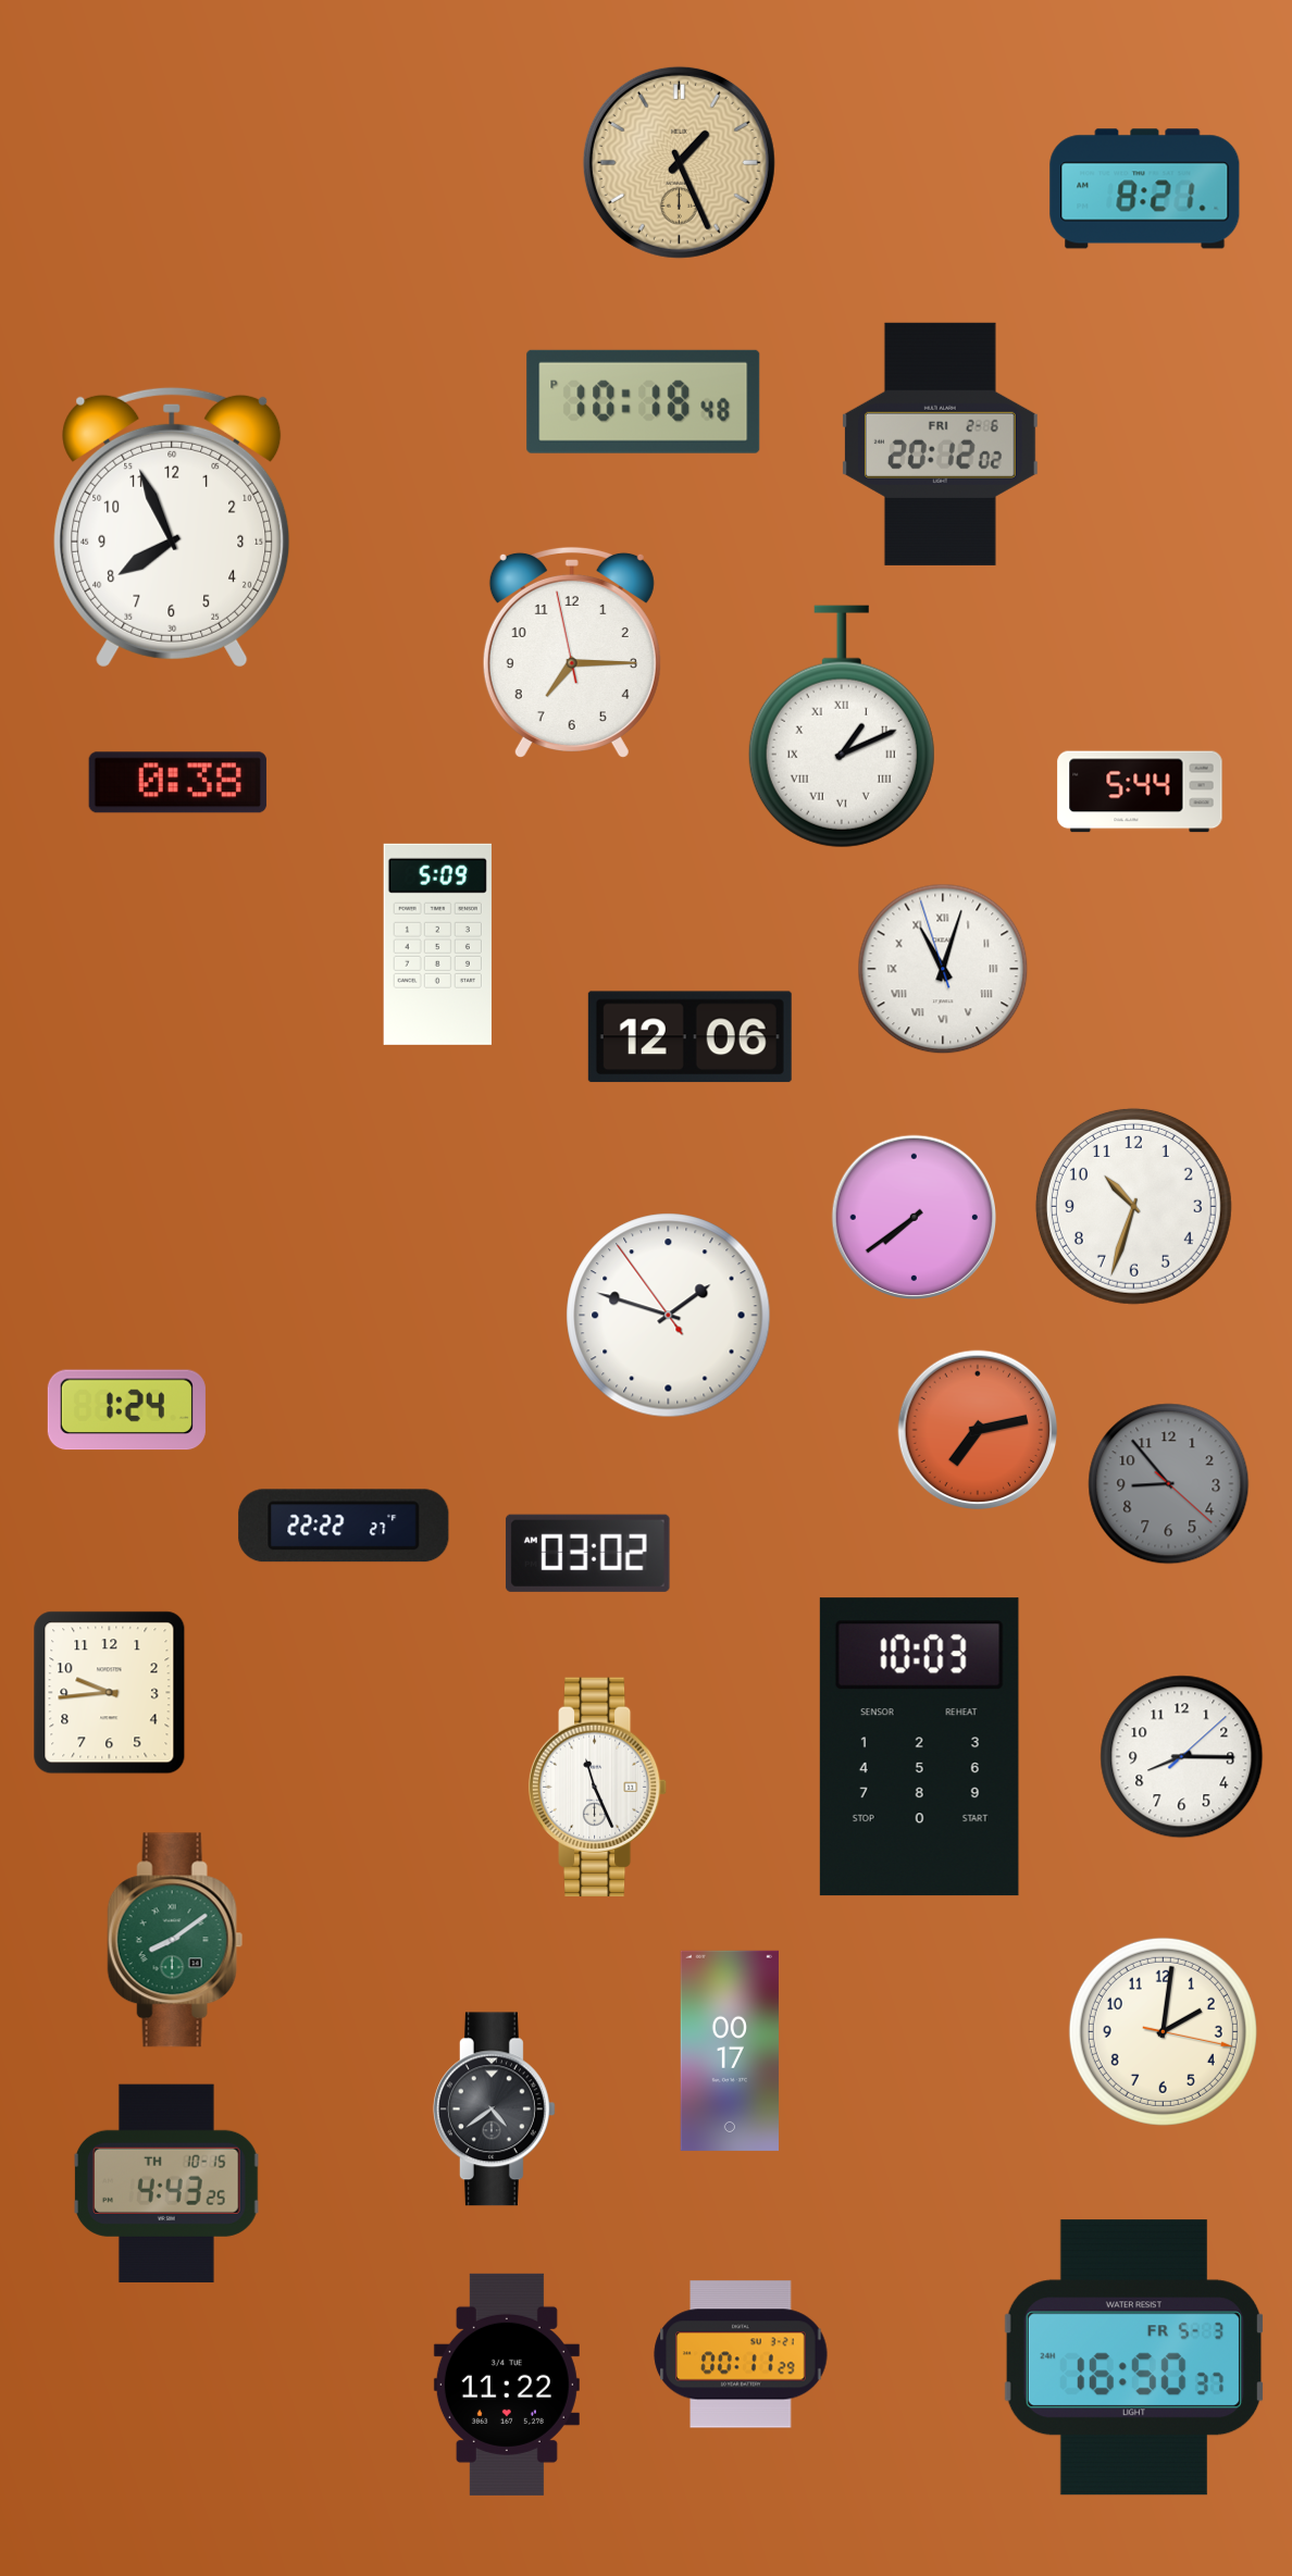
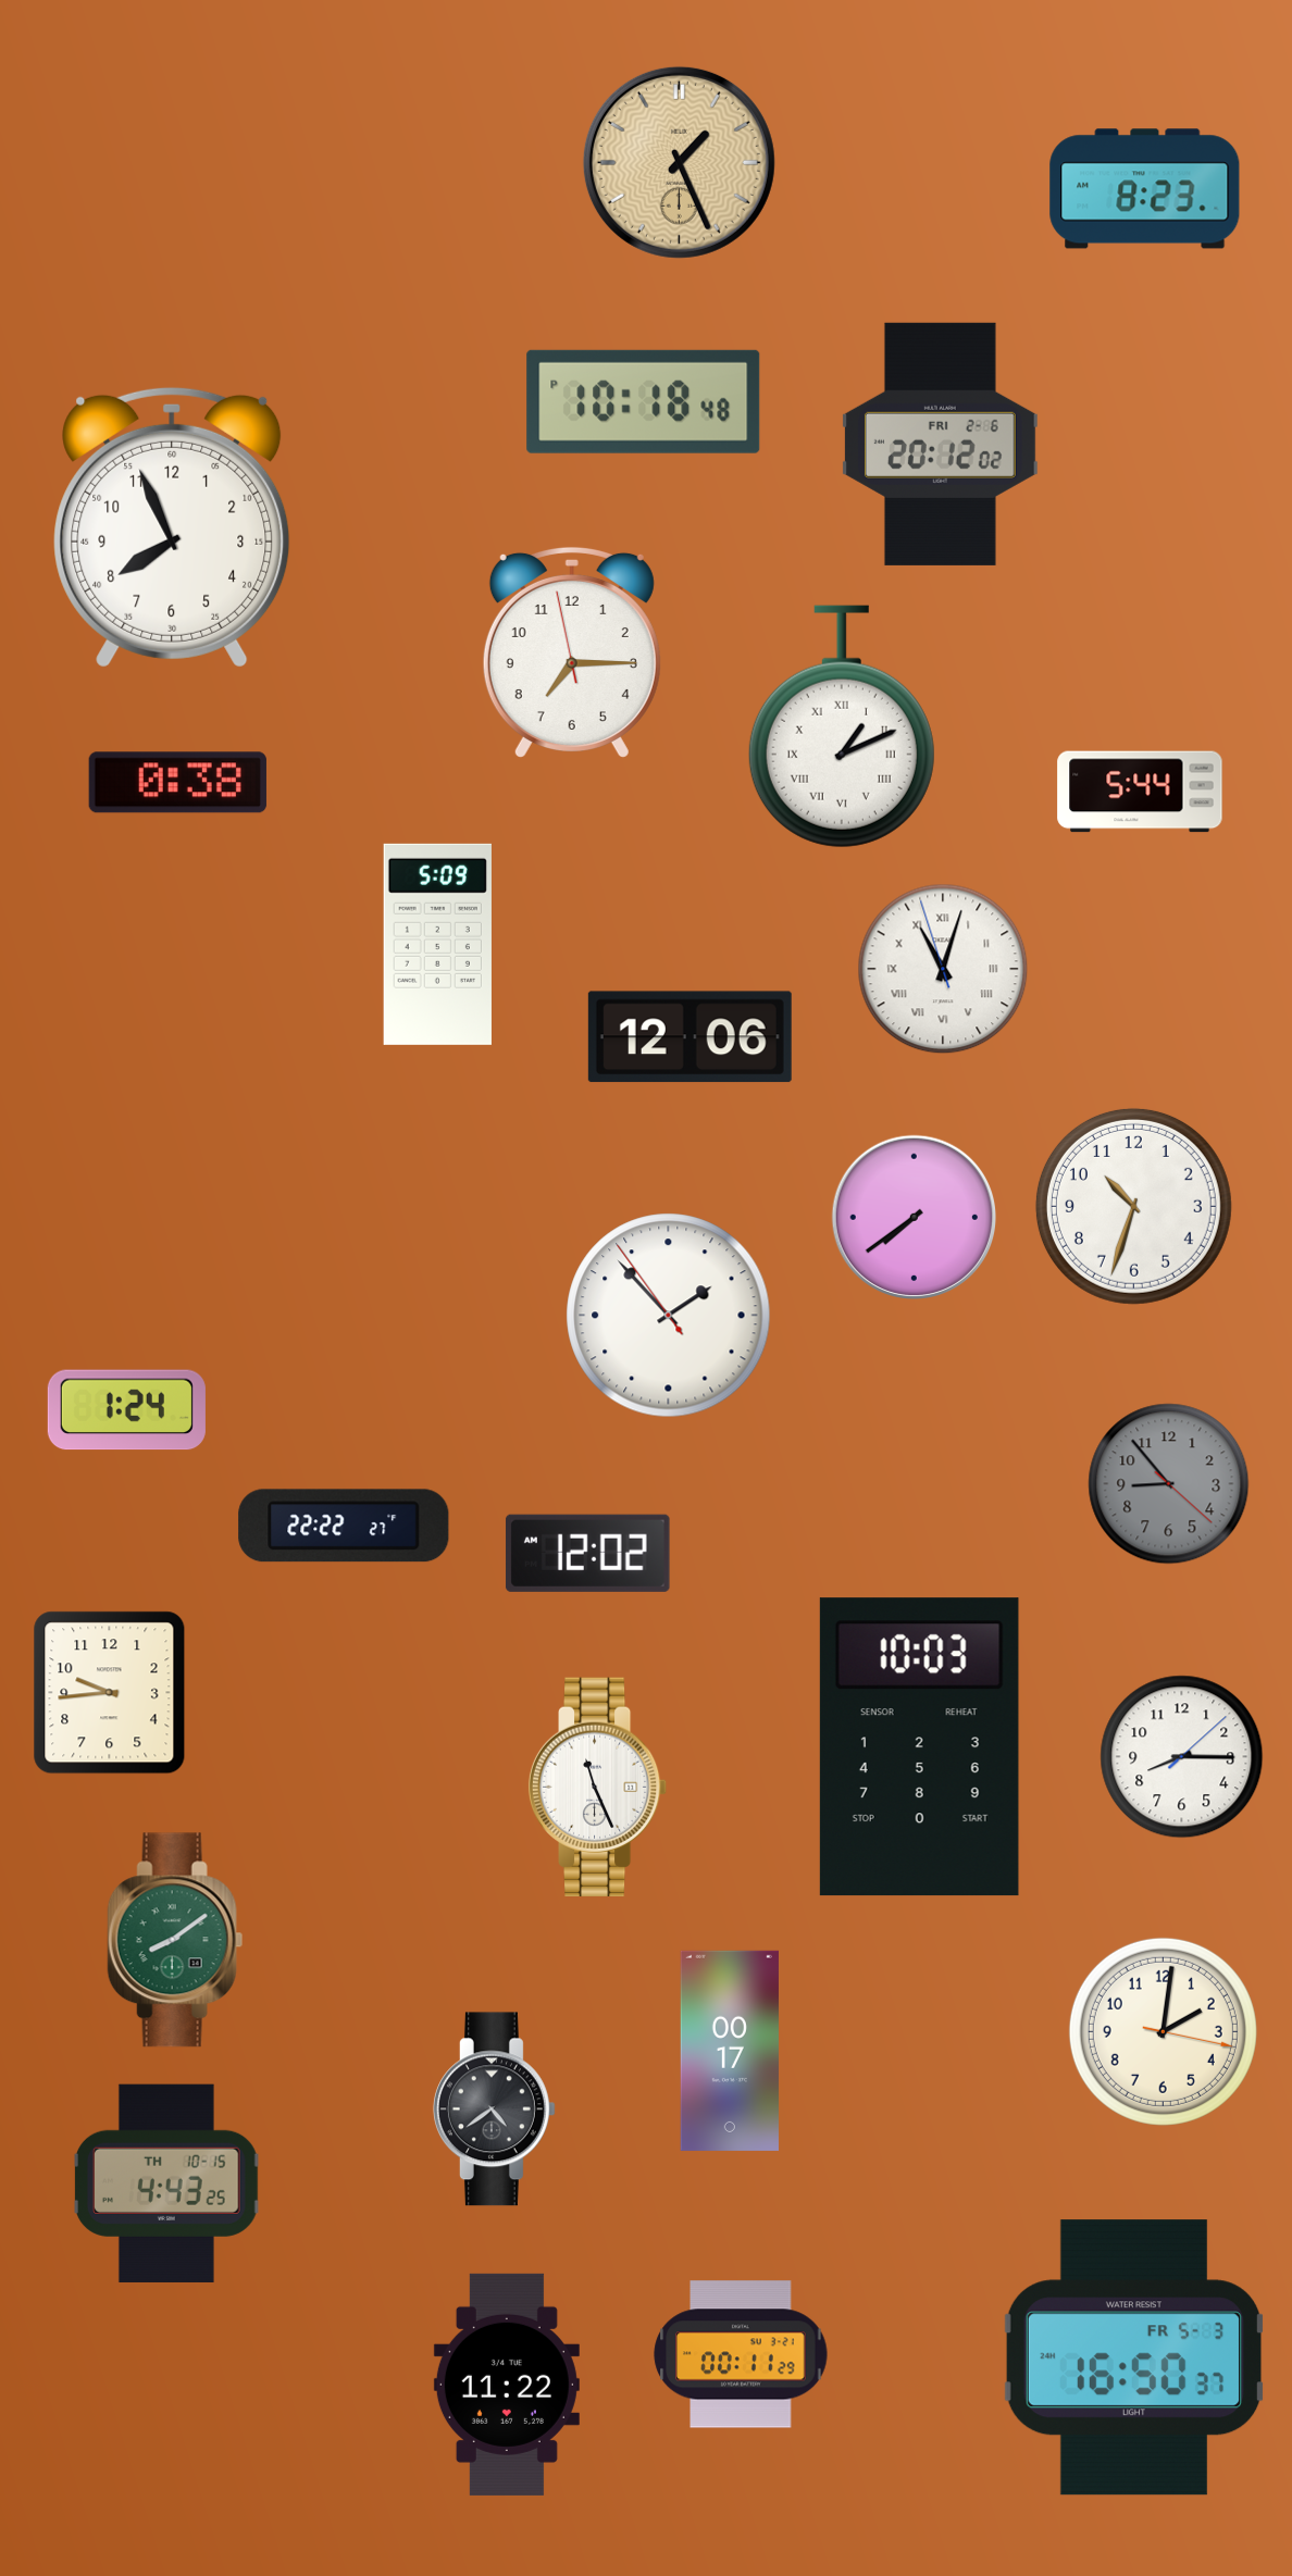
clock at (1145, 189): 8:21 -> 8:23
clock at (669, 1316): 1:47 -> 1:52
clock at (978, 1430): 7:13 -> none
clock at (587, 1553): 03:02 -> 12:02
